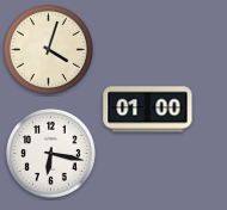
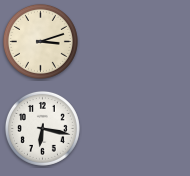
clock at (48, 49): 4:03 -> 3:12
clock at (148, 110): 01:00 -> none
